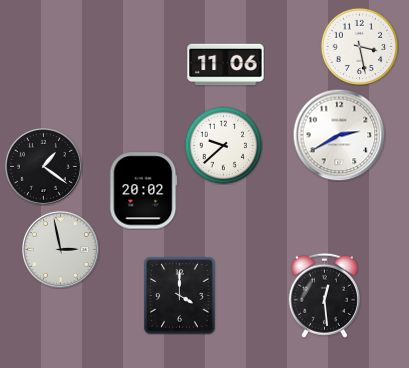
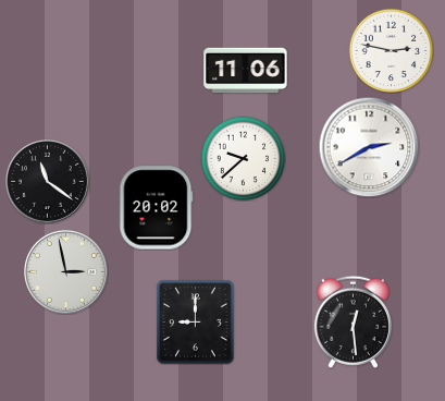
clock at (359, 46): 3:28 -> 2:47
clock at (43, 166): 1:21 -> 11:21
clock at (180, 296): 4:00 -> 9:00
